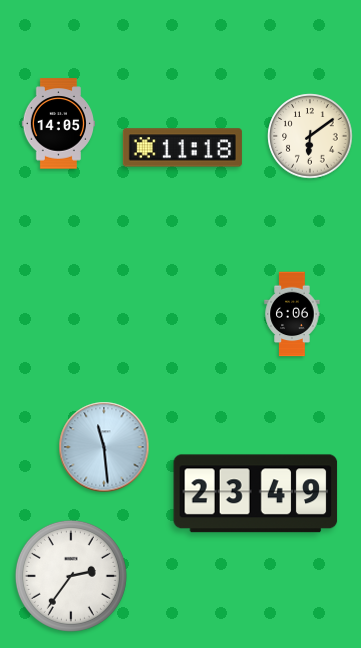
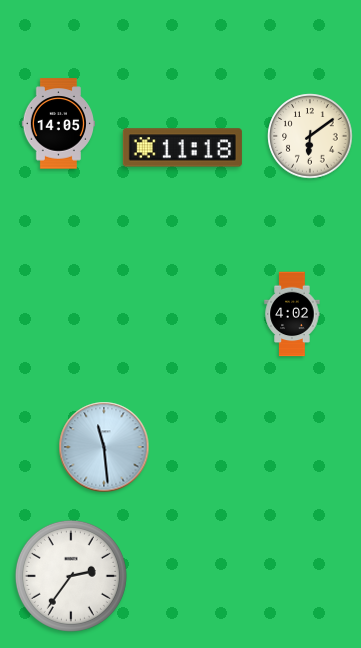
clock at (292, 314): 6:06 -> 4:02
clock at (256, 494): 23:49 -> none
